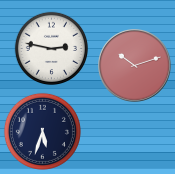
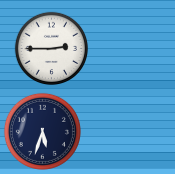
clock at (51, 48): 2:47 -> 2:45
clock at (135, 66): 10:12 -> none
